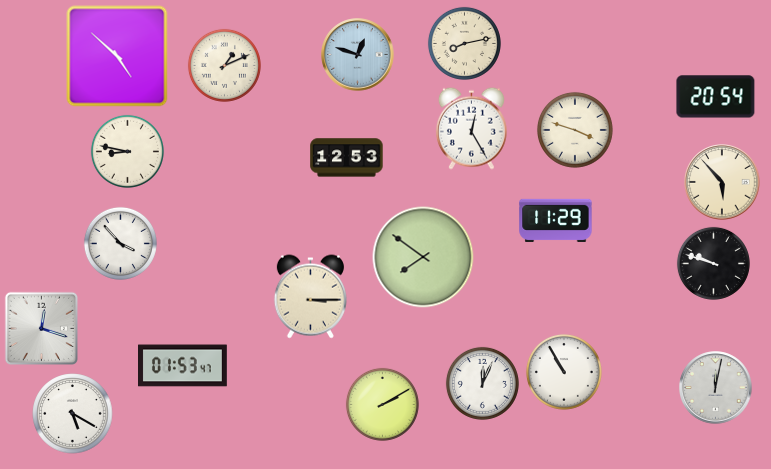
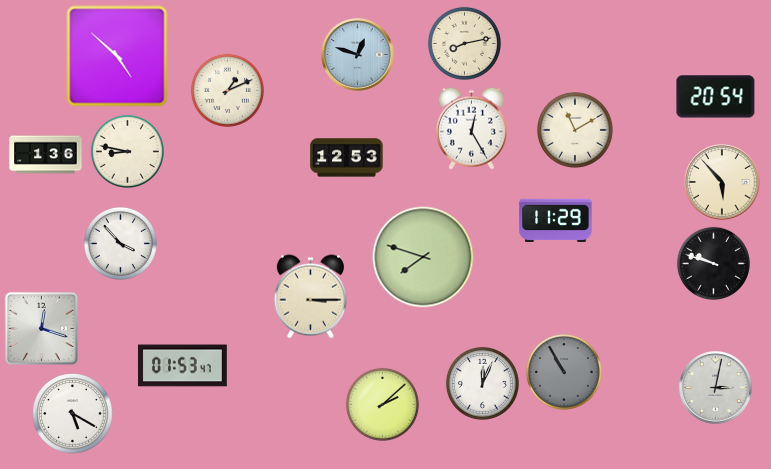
clock at (224, 65) position: (224, 65) -> (227, 90)
clock at (575, 130): 3:48 -> 11:10
clock at (46, 155): none -> 1:36
clock at (423, 257): 7:51 -> 7:48
clock at (564, 372) dial: white -> grey
clock at (716, 388): 12:02 -> 3:02
clock at (382, 404): 2:10 -> 2:08
